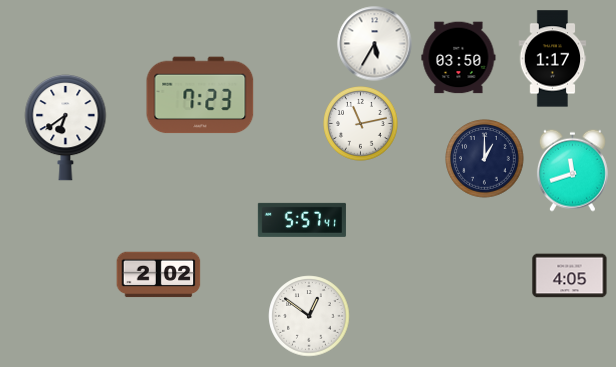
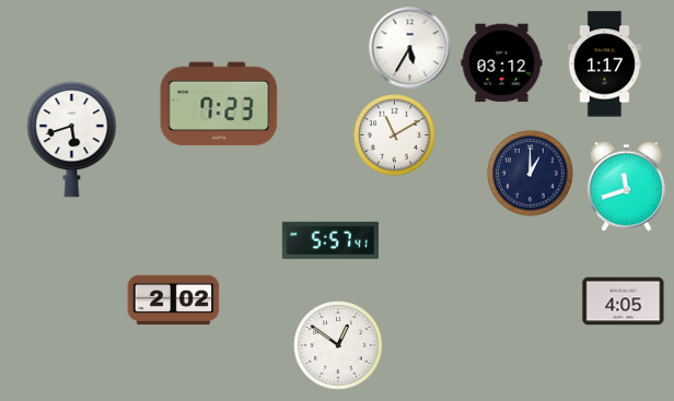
clock at (459, 58): 03:50 -> 03:12
clock at (361, 124): 11:13 -> 11:10
clock at (66, 127): 6:39 -> 5:42
